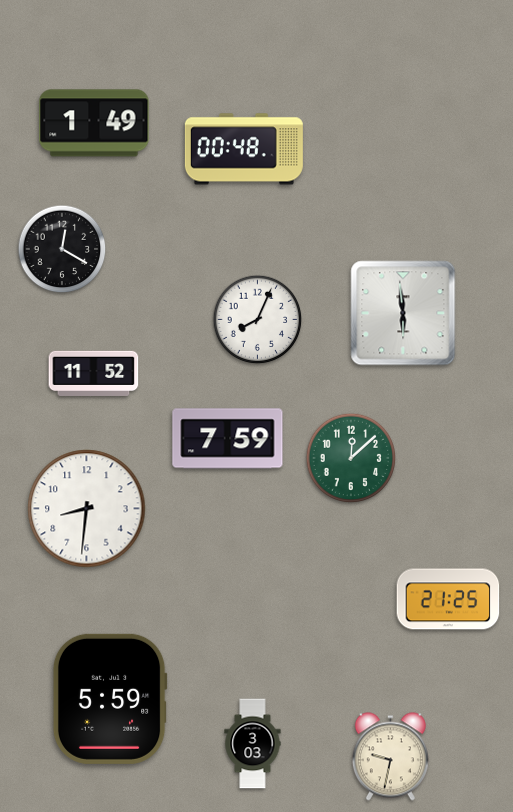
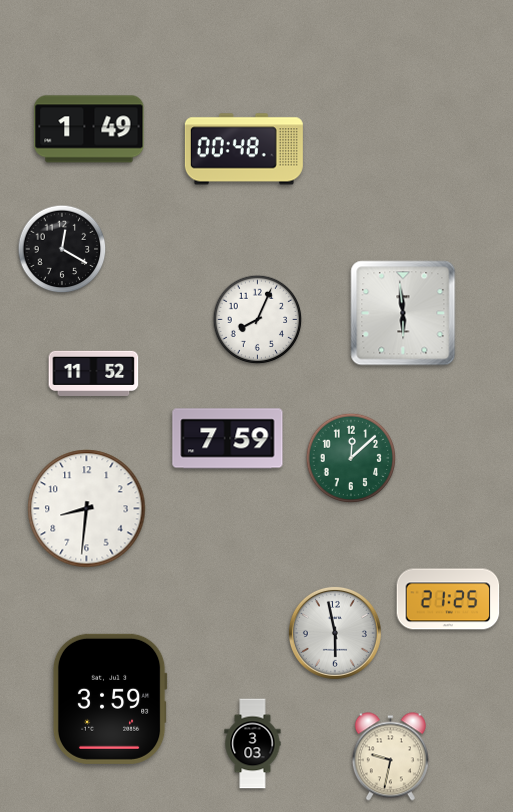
clock at (94, 123) position: (94, 123) -> (89, 129)
clock at (335, 633): none -> 5:58
clock at (110, 699): 5:59 -> 3:59
